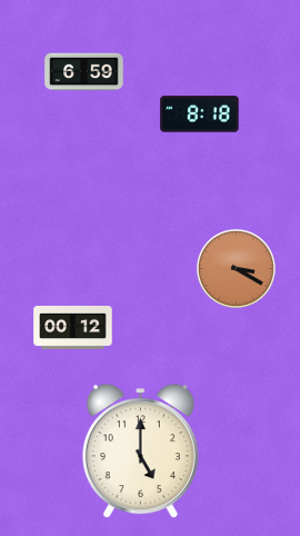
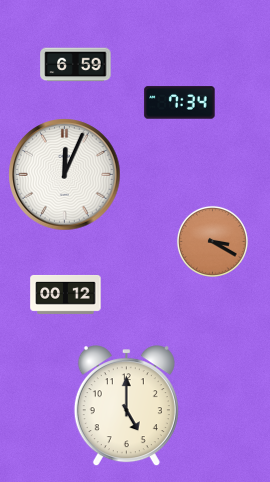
clock at (200, 115): 8:18 -> 7:34
clock at (65, 175): none -> 12:04
